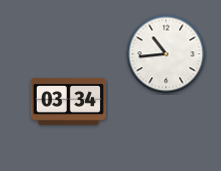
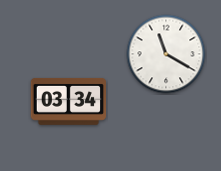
clock at (166, 54): 10:44 -> 11:20
